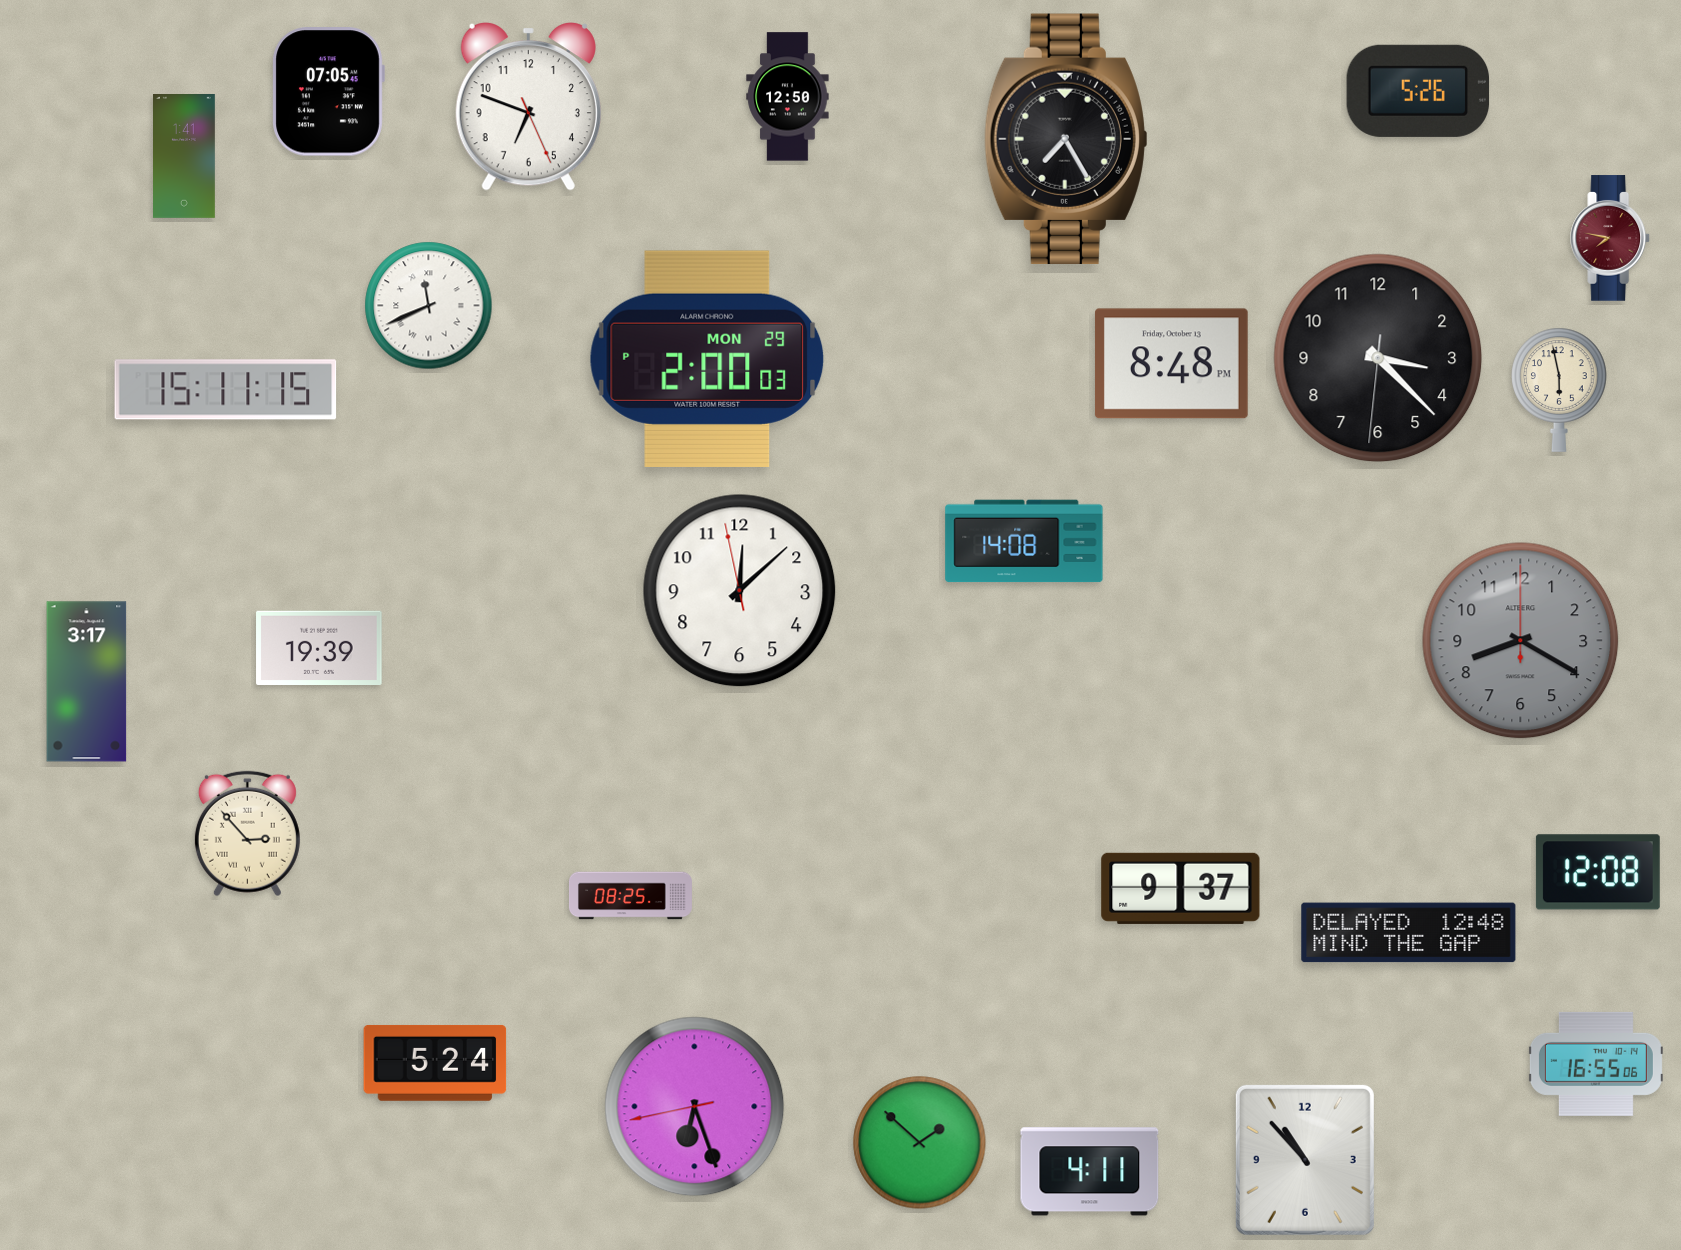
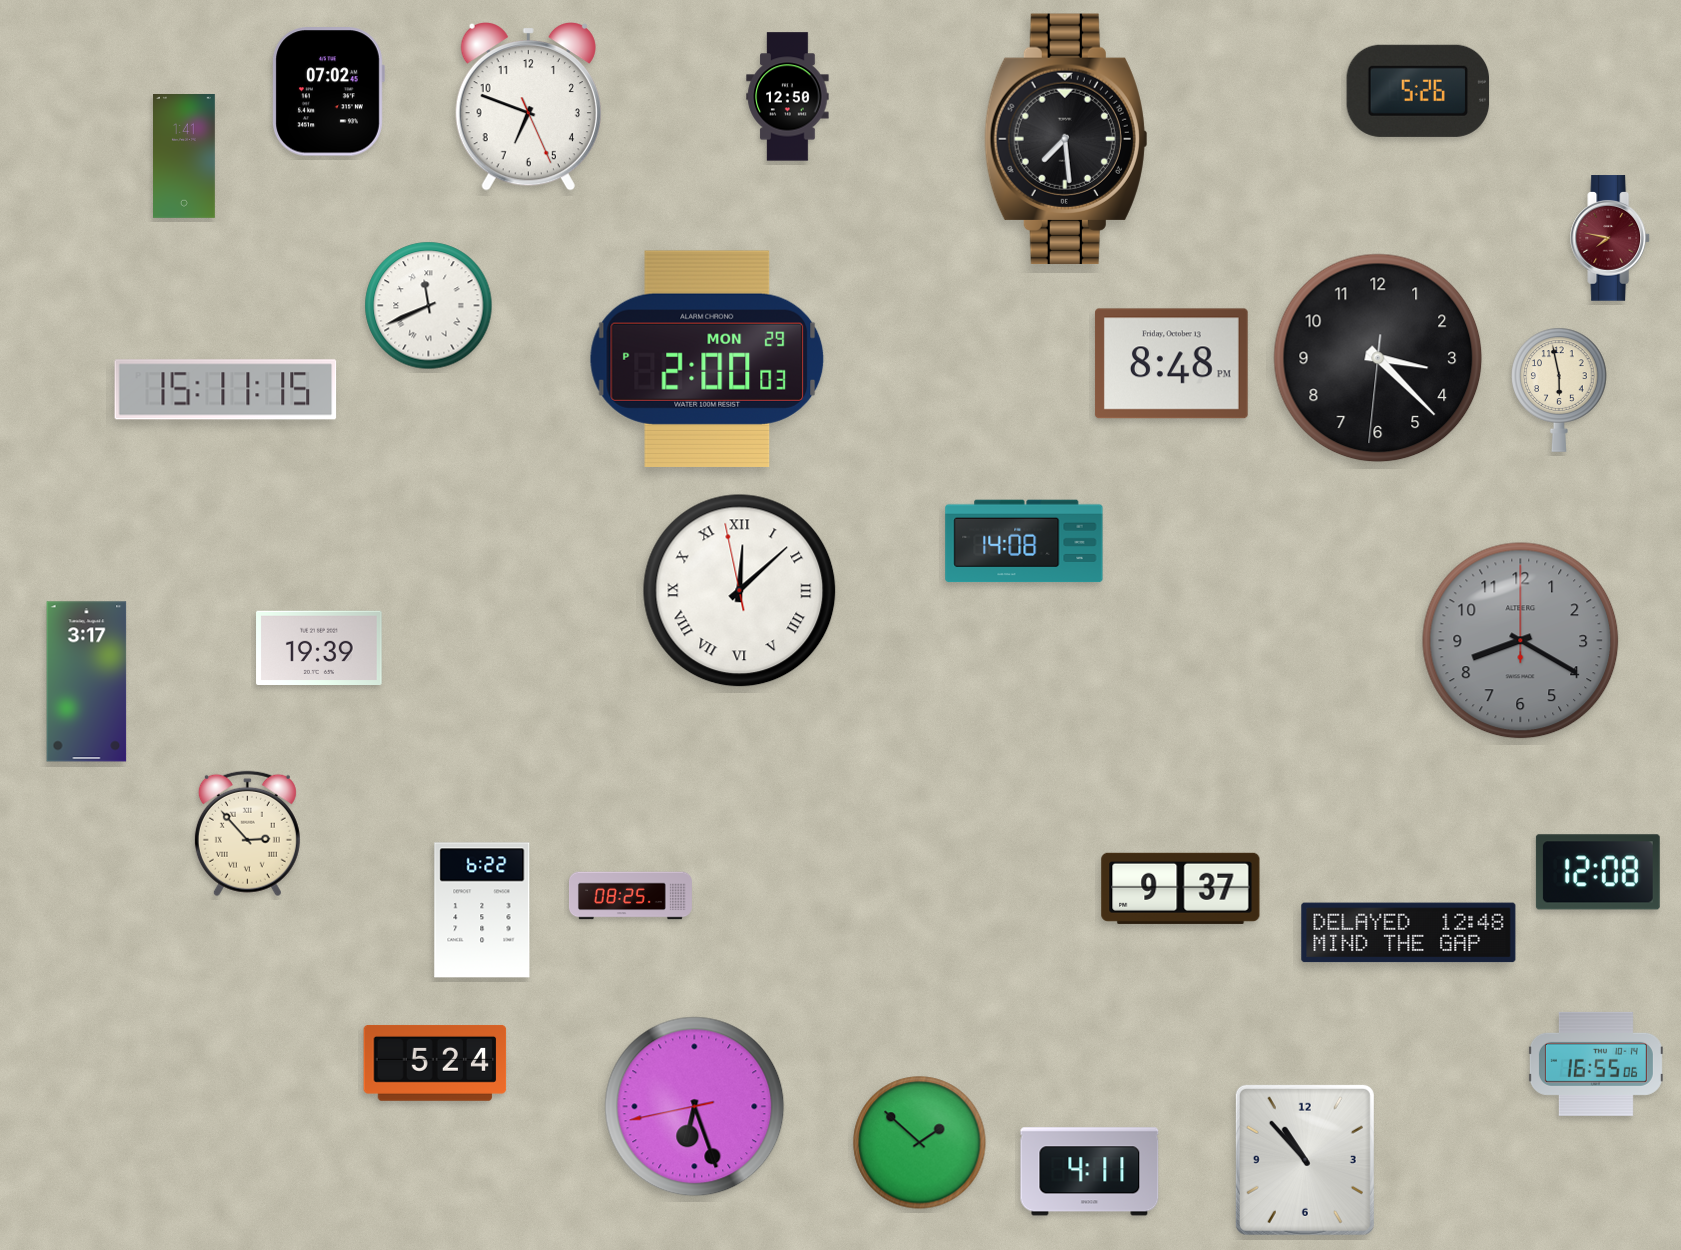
clock at (328, 92): 07:05 -> 07:02
clock at (1066, 139): 7:25 -> 7:29
clock at (740, 591) numerals: Arabic -> Roman
clock at (482, 910): none -> 6:22
